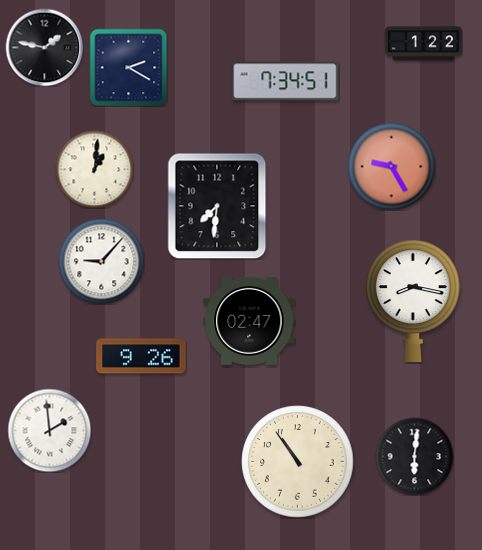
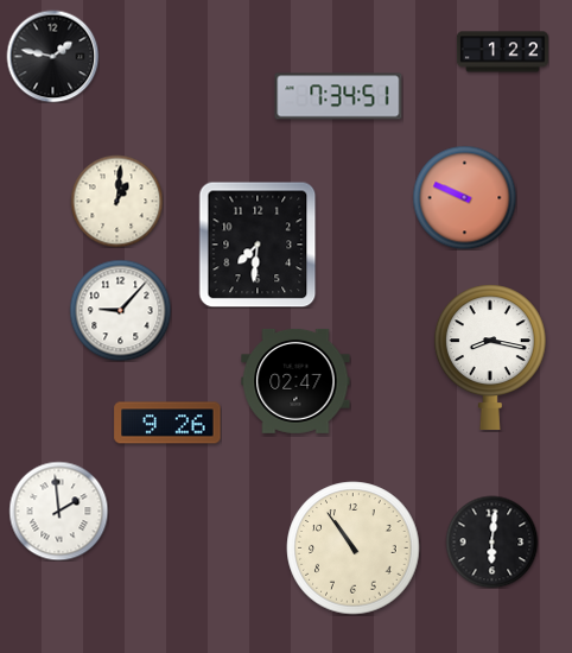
clock at (128, 67): 2:20 -> none
clock at (391, 166): 9:25 -> 9:49
clock at (94, 169) position: (94, 169) -> (116, 201)
